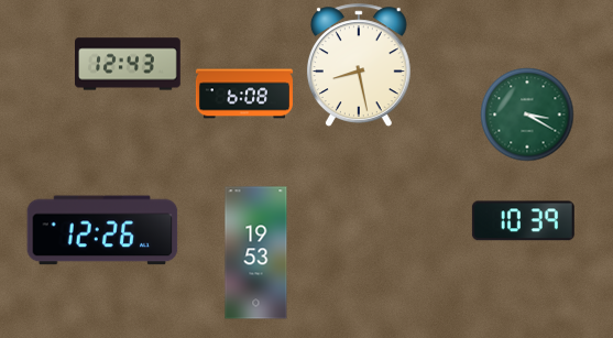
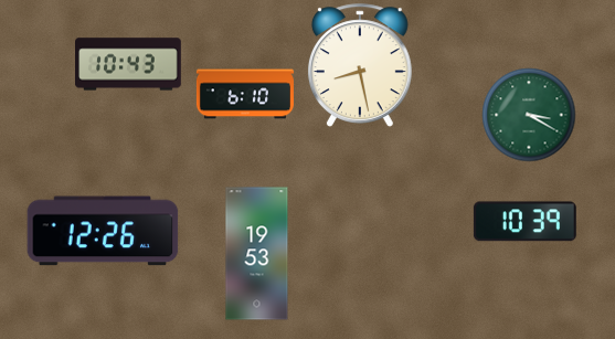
clock at (128, 64): 12:43 -> 10:43
clock at (244, 94): 6:08 -> 6:10
